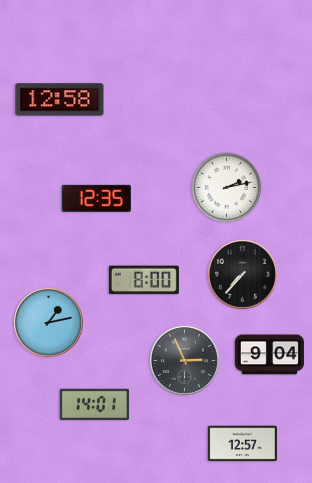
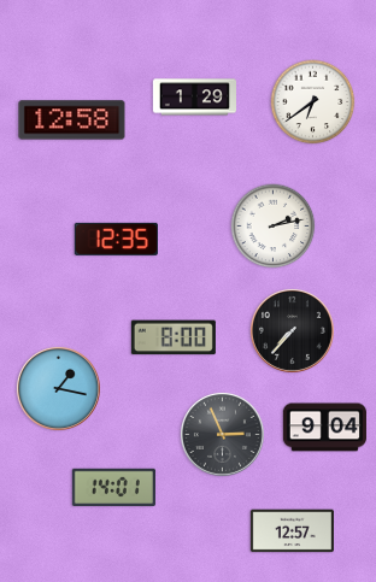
clock at (194, 98): none -> 1:29
clock at (313, 102): none -> 6:39
clock at (48, 322): 1:13 -> 1:17
clock at (242, 444) position: (242, 444) -> (292, 531)
